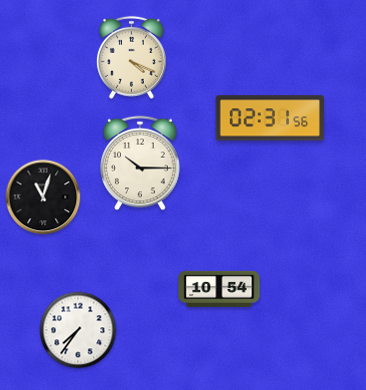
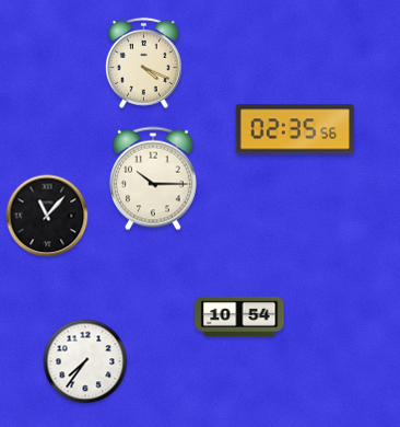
clock at (269, 118): 02:31 -> 02:35
clock at (43, 197): 11:03 -> 11:07
